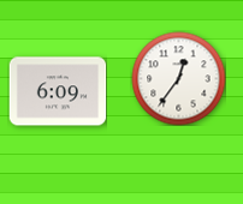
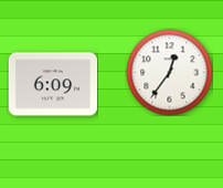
clock at (178, 78) position: (178, 78) -> (169, 72)
